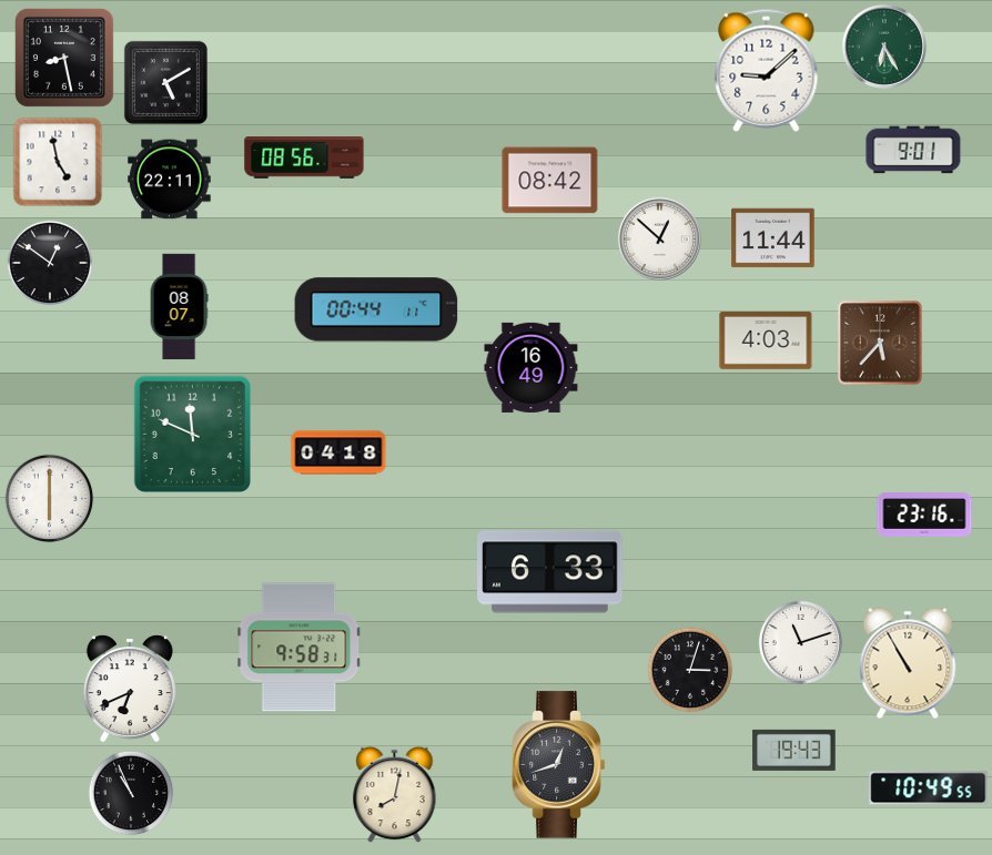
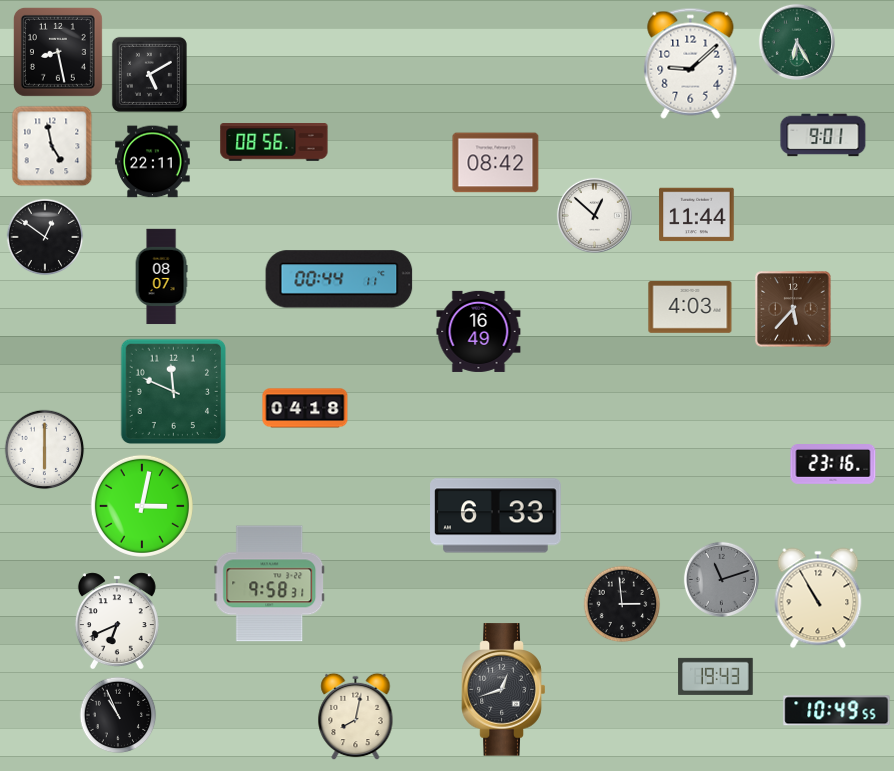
clock at (142, 506): none -> 3:02
clock at (800, 642) dial: white -> grey
clock at (690, 670): 3:03 -> 2:59
